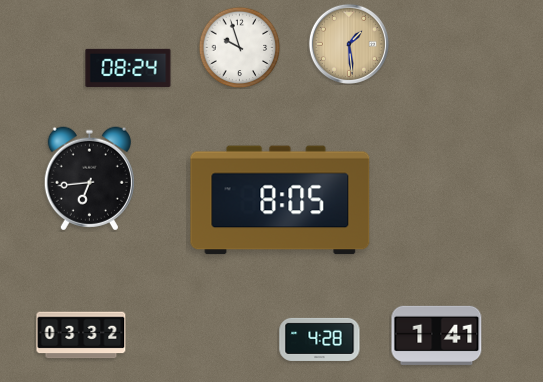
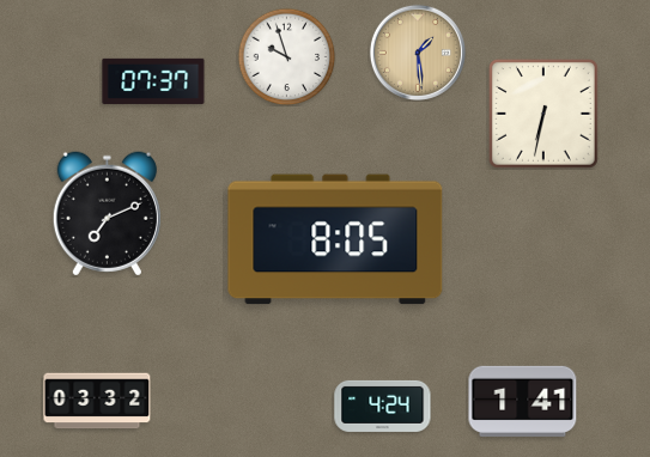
clock at (128, 68): 08:24 -> 07:37
clock at (543, 114): none -> 6:32
clock at (89, 179): 6:44 -> 7:11
clock at (320, 339): 4:28 -> 4:24
